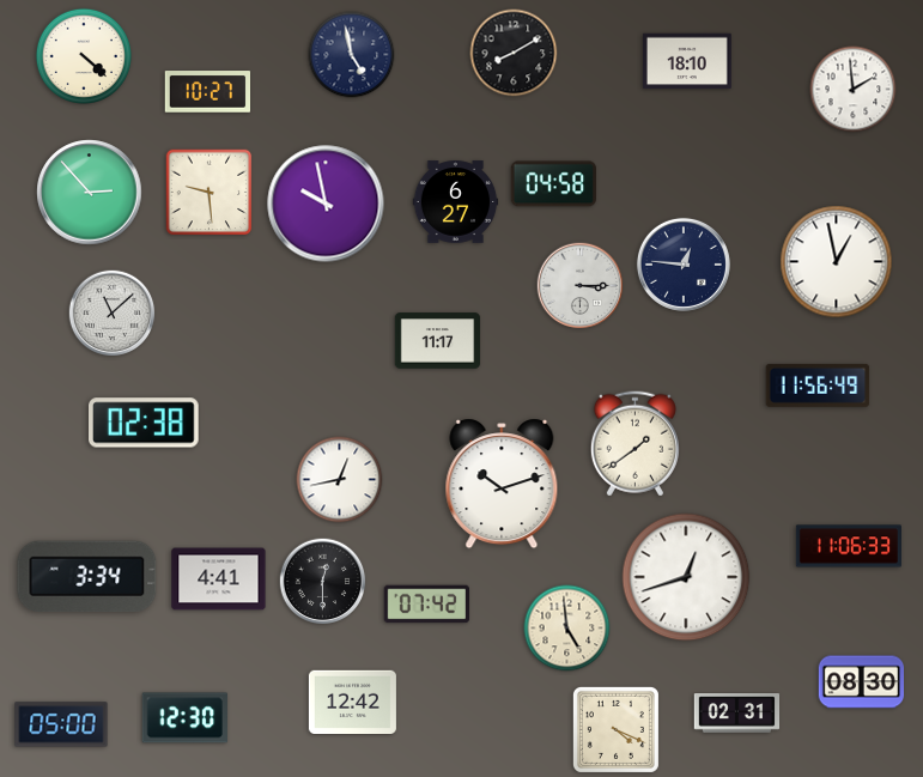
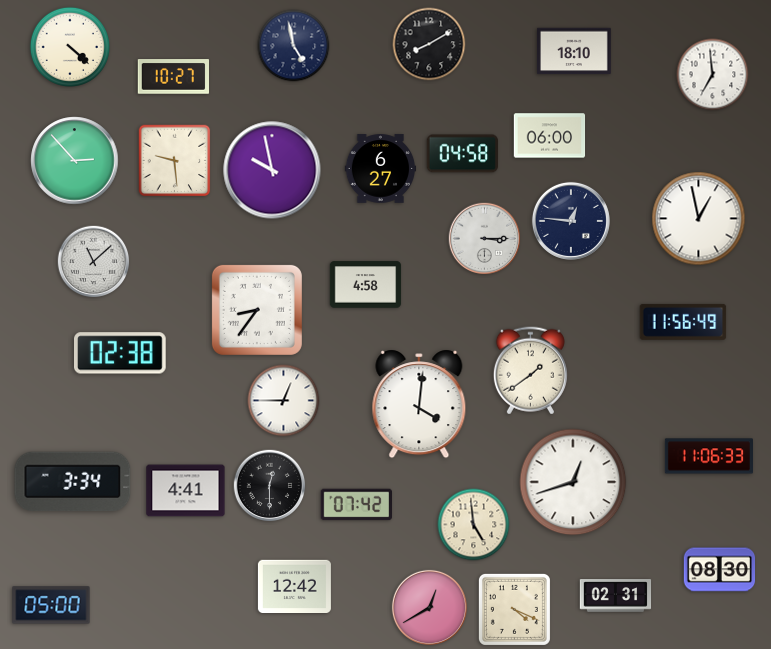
clock at (854, 90): 1:59 -> 6:59
clock at (550, 136): none -> 06:00
clock at (438, 341): 11:17 -> 4:58
clock at (257, 310): none -> 8:36
clock at (340, 480): 12:43 -> 12:45
clock at (502, 484): 10:12 -> 4:01
clock at (219, 579) position: (219, 579) -> (186, 491)
clock at (184, 718): 12:30 -> none
clock at (429, 607): none -> 12:40
